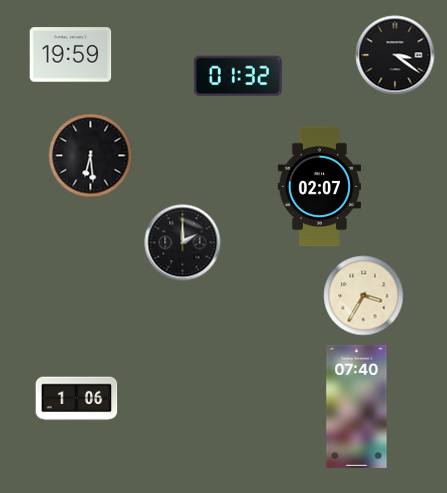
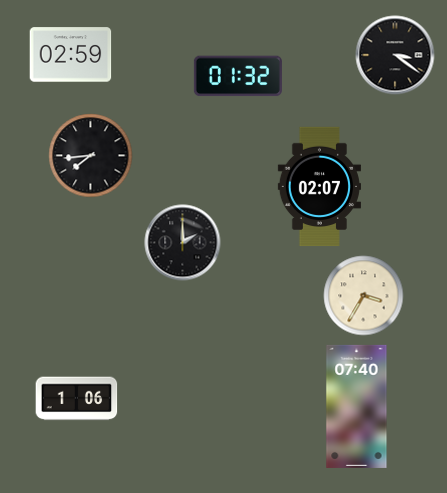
clock at (71, 55): 19:59 -> 02:59
clock at (91, 156): 6:29 -> 7:44
